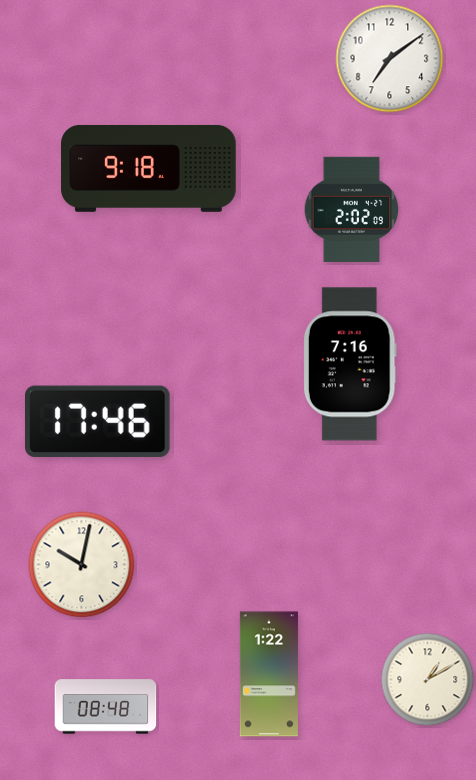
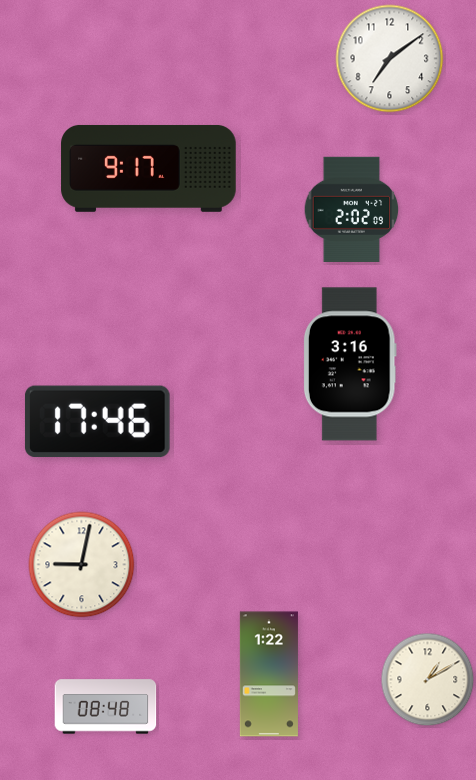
clock at (149, 168): 9:18 -> 9:17
clock at (350, 364): 7:16 -> 3:16
clock at (82, 565): 10:02 -> 9:02
